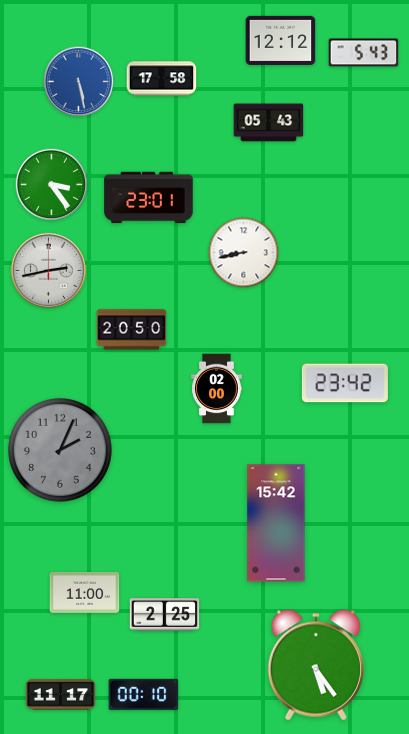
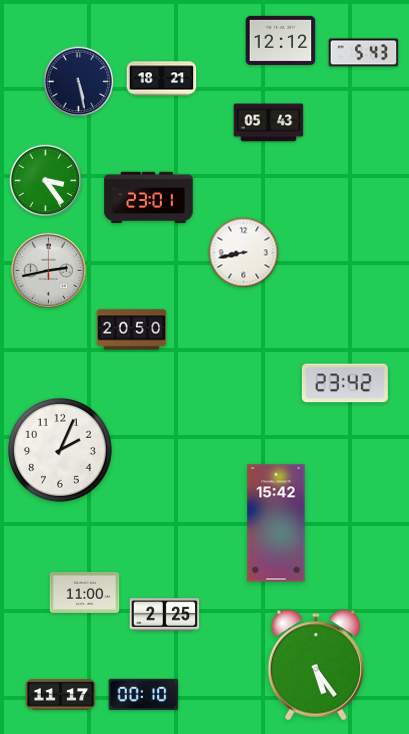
clock at (162, 79): 17:58 -> 18:21
clock at (79, 82) dial: blue -> navy
clock at (52, 185) position: (52, 185) -> (46, 181)
clock at (217, 389): 02:00 -> none
clock at (61, 451) dial: grey -> white
